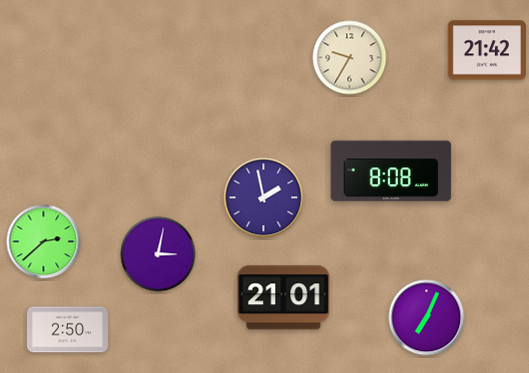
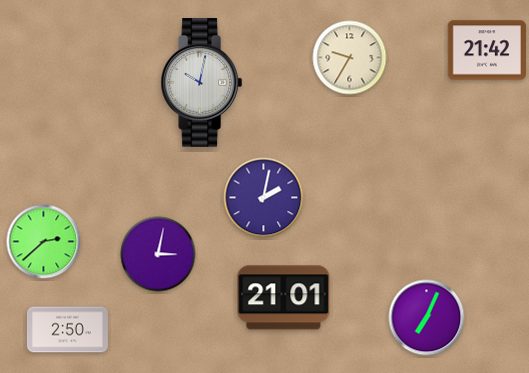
clock at (202, 83): none -> 10:02
clock at (391, 171): 8:08 -> none
clock at (264, 198): 1:58 -> 2:02
